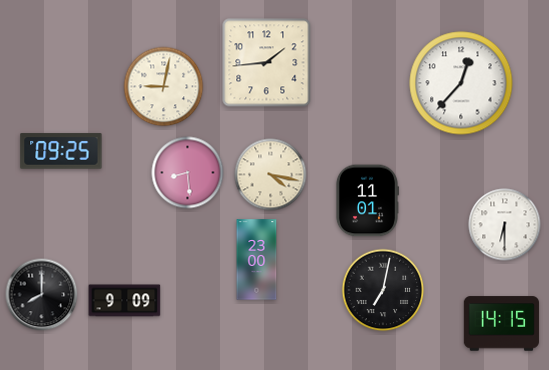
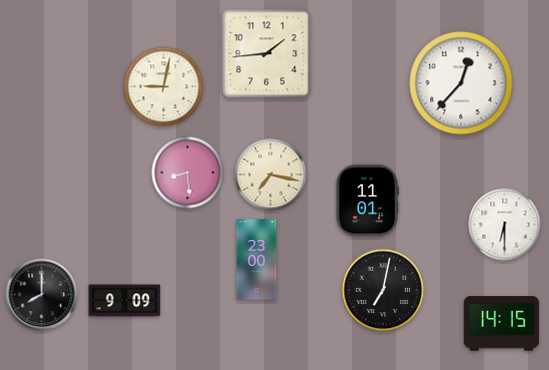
clock at (267, 63) position: (267, 63) -> (267, 54)
clock at (61, 151): 09:25 -> none
clock at (271, 175): 4:17 -> 7:17
